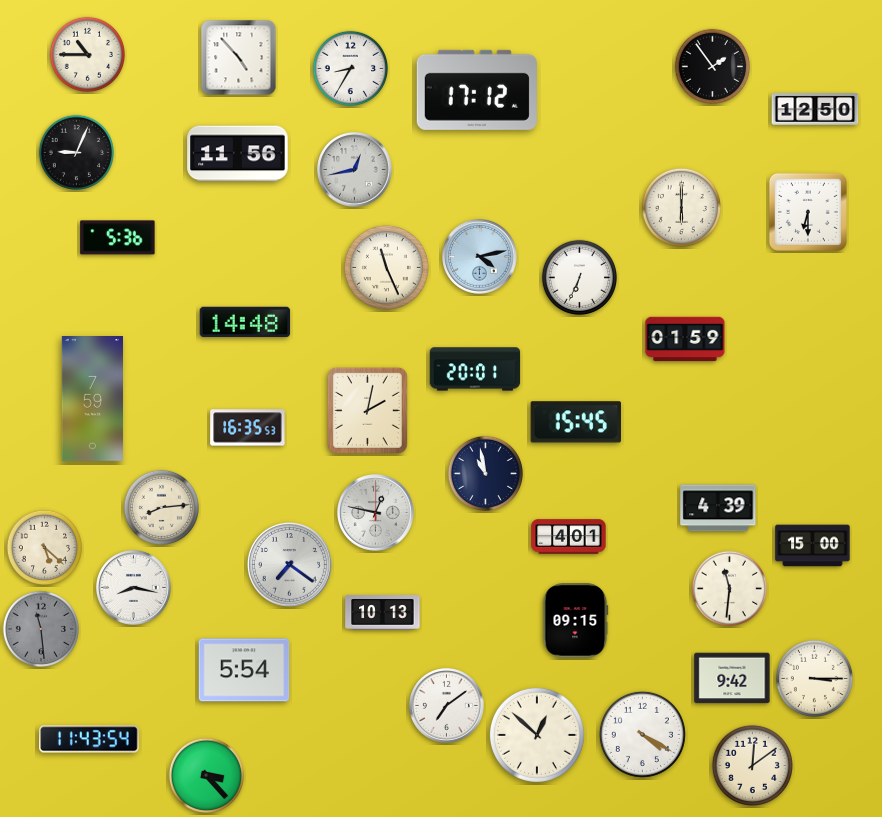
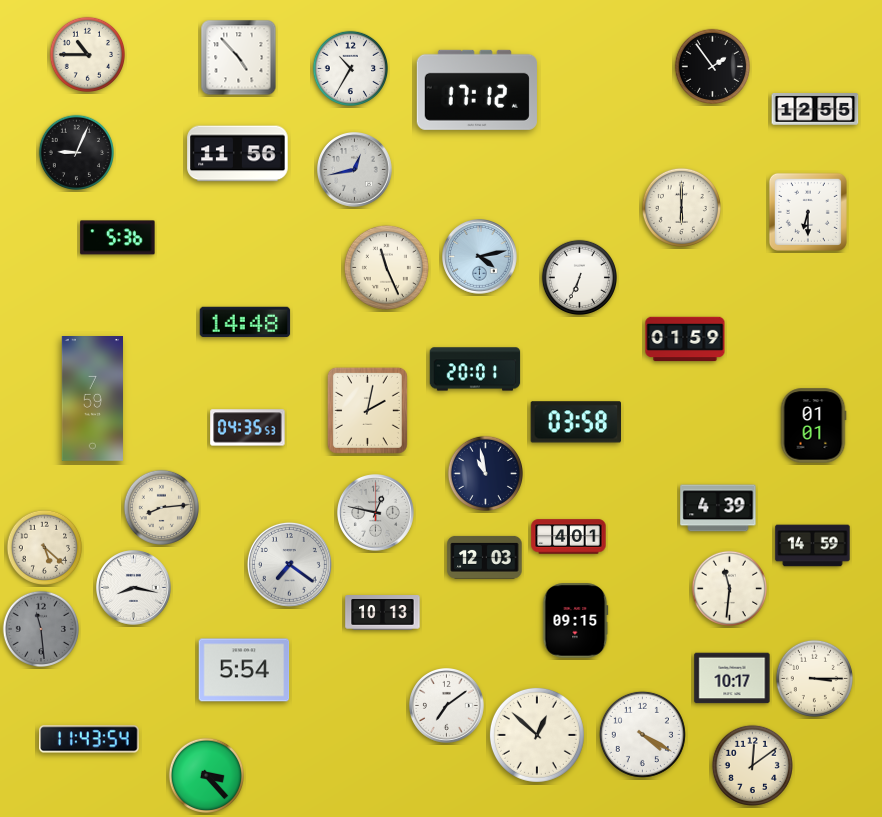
clock at (350, 68): 8:35 -> 10:35
clock at (815, 110): 12:50 -> 12:55
clock at (575, 422): 15:45 -> 03:58
clock at (813, 426): none -> 01:01
clock at (248, 428): 16:35 -> 04:35
clock at (813, 546): 15:00 -> 14:59
clock at (485, 557): none -> 12:03
clock at (732, 678): 9:42 -> 10:17
